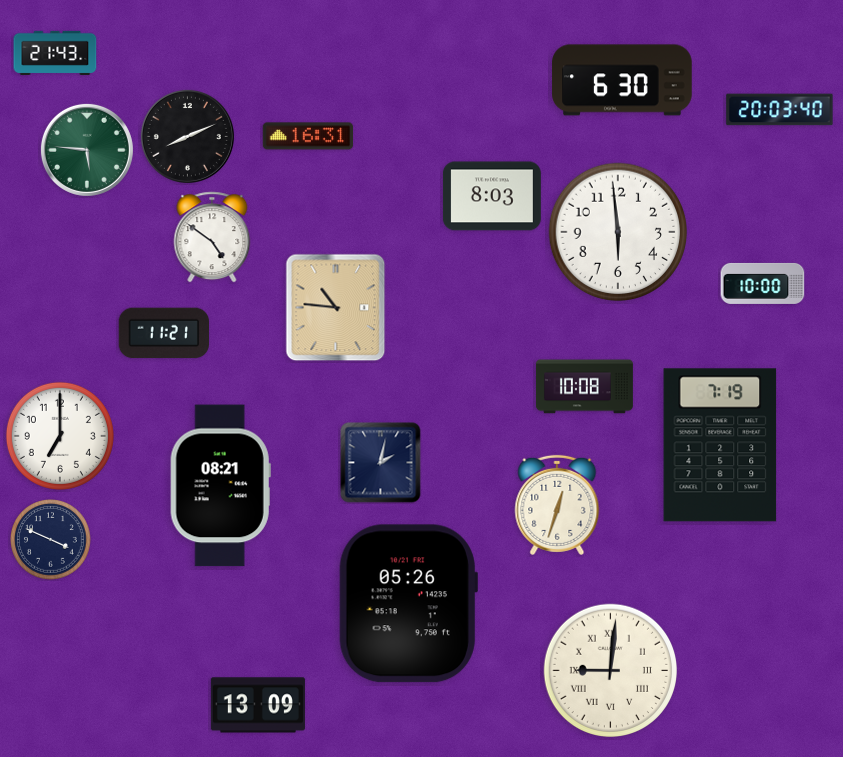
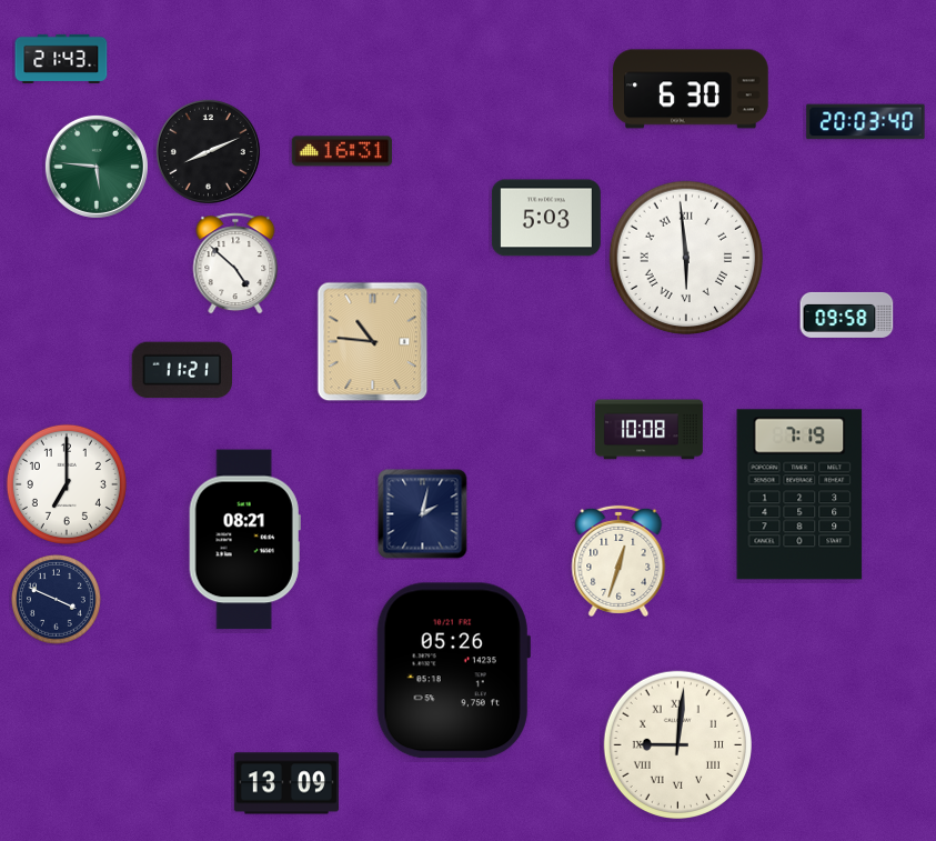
clock at (492, 196): 8:03 -> 5:03
clock at (618, 232) numerals: Arabic -> Roman
clock at (212, 237): 4:51 -> 4:52
clock at (763, 283): 10:00 -> 09:58
